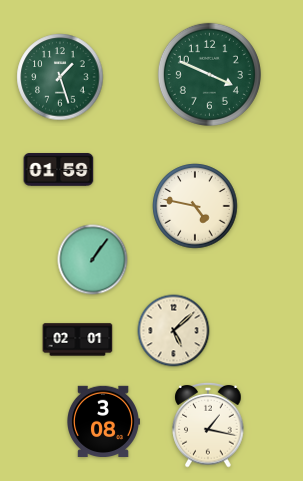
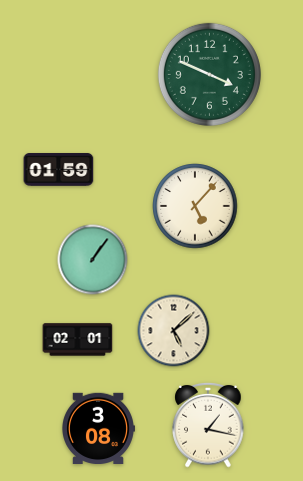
clock at (60, 77): 1:27 -> none
clock at (195, 206): 4:47 -> 5:07
clock at (104, 422) position: (104, 422) -> (99, 429)
